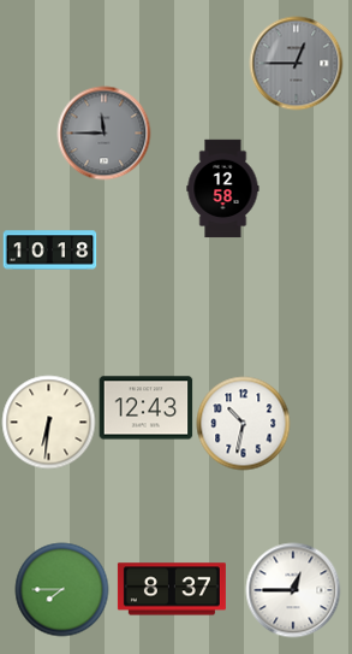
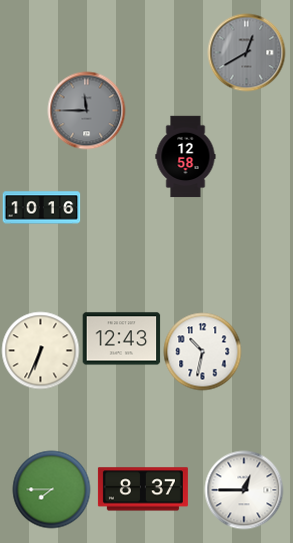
clock at (296, 63): 12:45 -> 12:40
clock at (49, 251): 10:18 -> 10:16
clock at (48, 422): 6:31 -> 6:34
